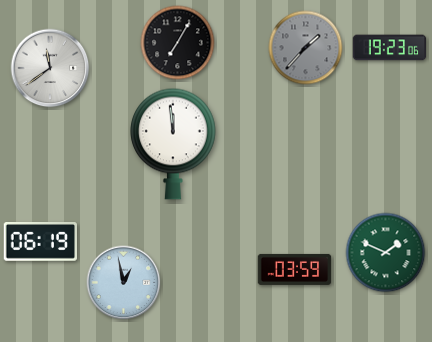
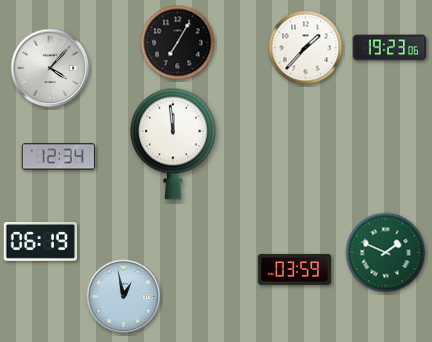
clock at (306, 48) dial: grey -> white
clock at (50, 68): 11:39 -> 4:07
clock at (59, 157): none -> 12:34
clock at (124, 283) position: (124, 283) -> (124, 297)
